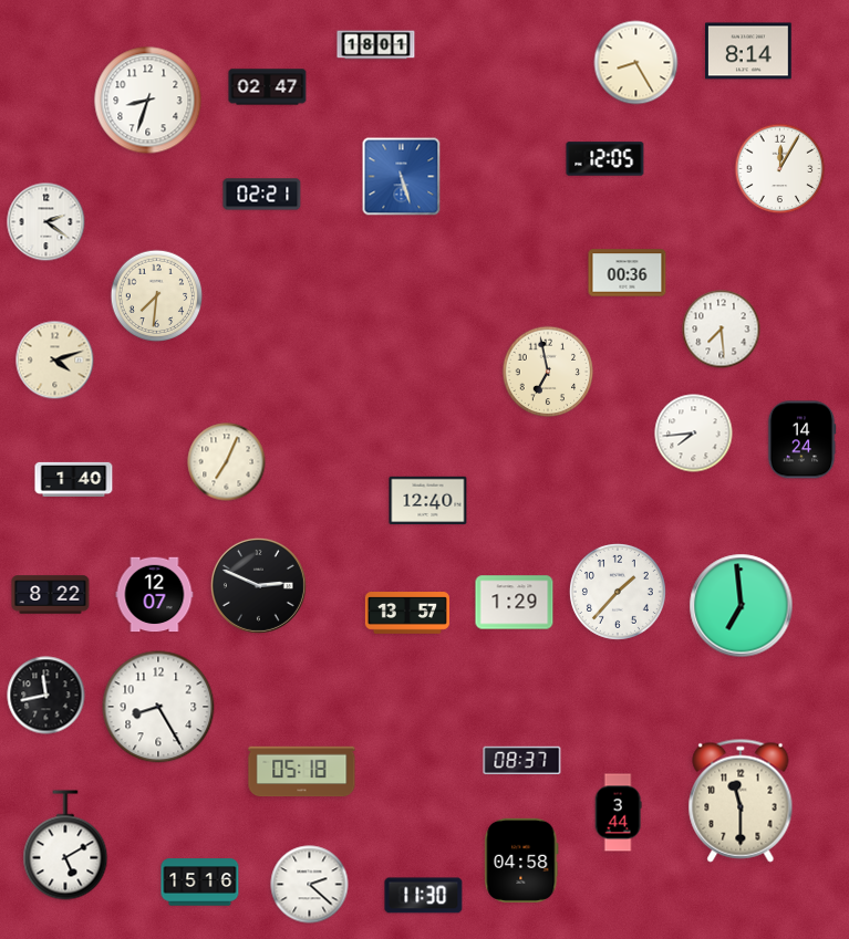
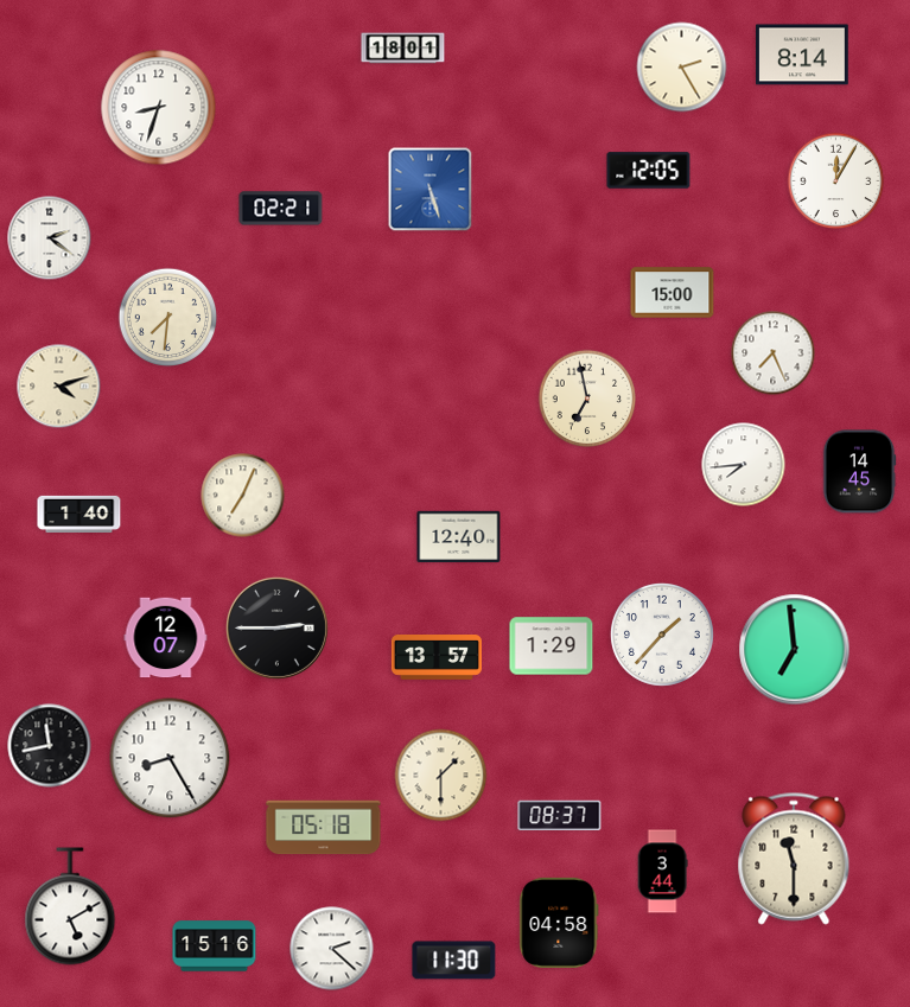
clock at (636, 63): 8:25 -> 2:25
clock at (268, 87): 02:47 -> none
clock at (628, 273): 00:36 -> 15:00
clock at (722, 330): 7:29 -> 7:26
clock at (801, 440): 14:24 -> 14:45
clock at (258, 585): 2:49 -> 2:45
clock at (51, 595): 8:22 -> none
clock at (441, 776): none -> 1:30
